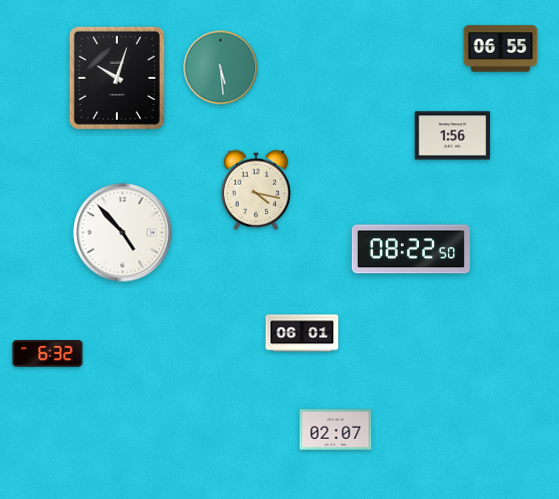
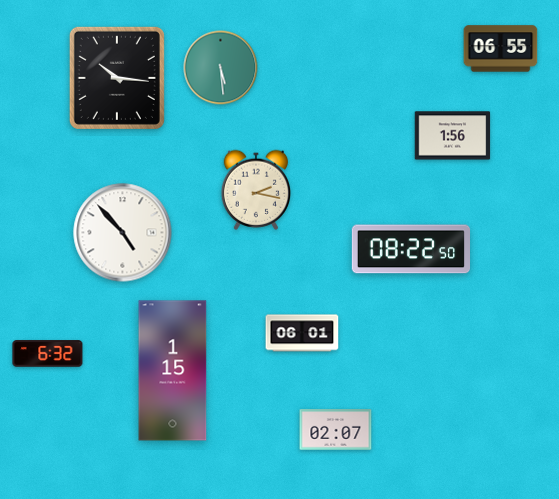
clock at (117, 78): 10:03 -> 10:16
clock at (255, 190): 4:17 -> 2:17
clock at (173, 371): none -> 1:15
